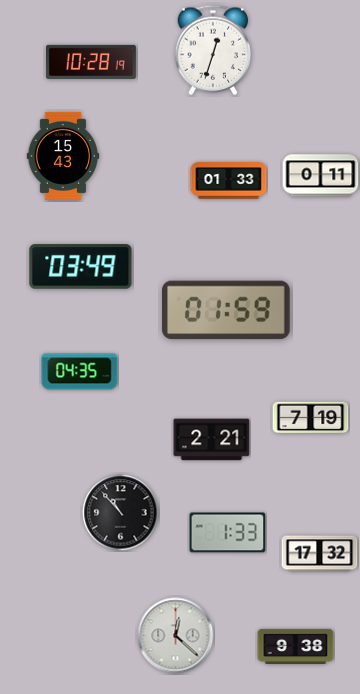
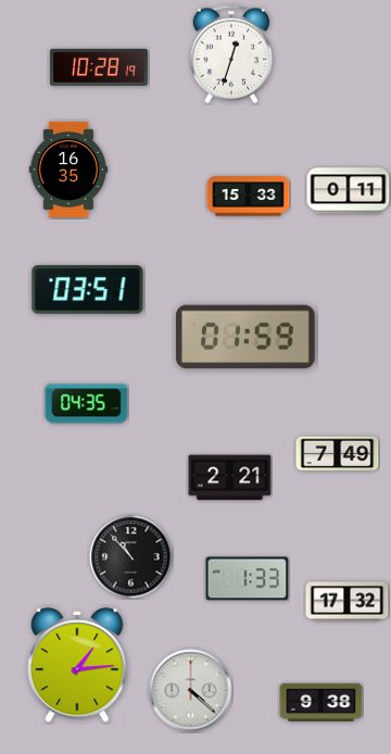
clock at (63, 156): 15:43 -> 16:35
clock at (229, 181): 01:33 -> 15:33
clock at (81, 267): 03:49 -> 03:51
clock at (311, 418): 7:19 -> 7:49
clock at (77, 665): none -> 1:14
clock at (176, 636): 12:22 -> 4:22
